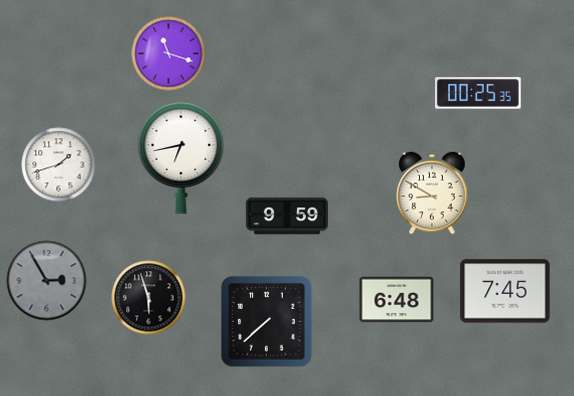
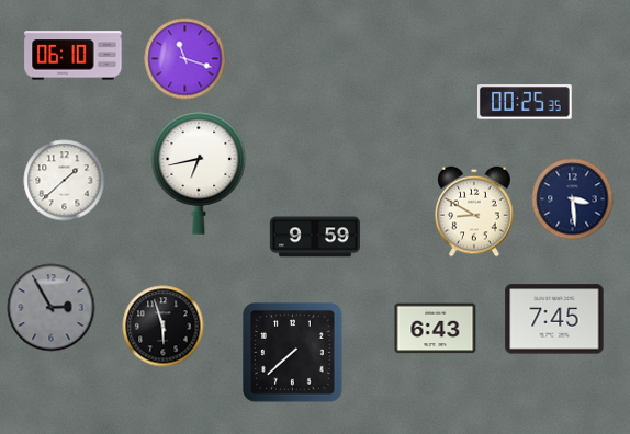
clock at (74, 56): none -> 06:10
clock at (59, 165): 1:42 -> 1:38
clock at (573, 199): none -> 3:29
clock at (397, 300): 6:48 -> 6:43
